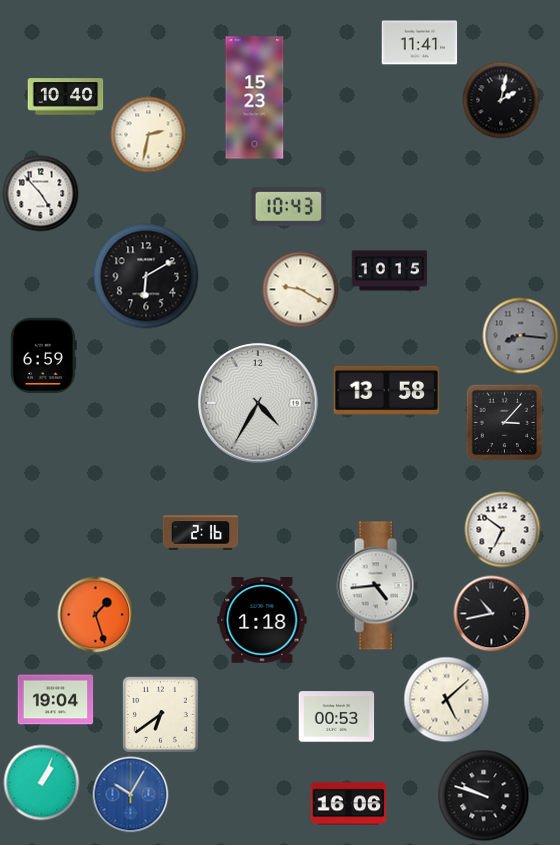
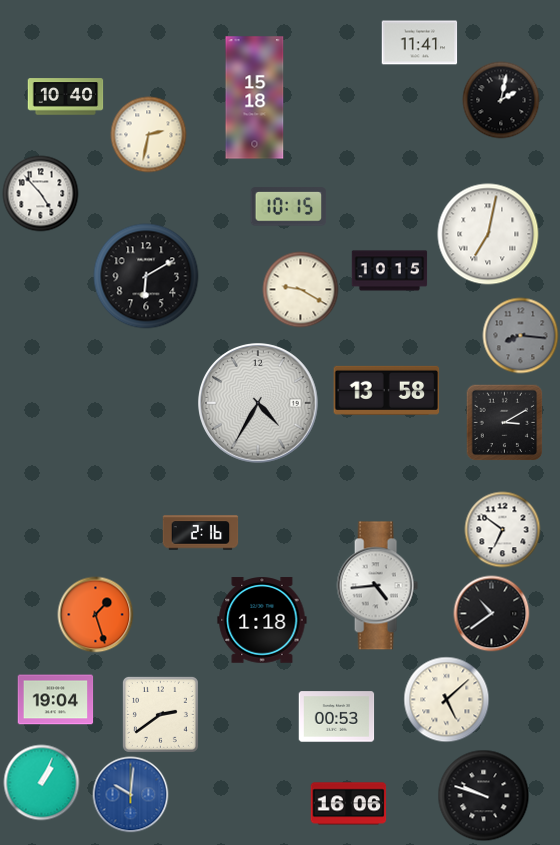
clock at (255, 98): 15:23 -> 15:18
clock at (289, 207): 10:43 -> 10:15
clock at (488, 234): none -> 7:02
clock at (43, 356): 6:59 -> none
clock at (504, 422): 3:07 -> 3:10
clock at (492, 614): 10:43 -> 10:39
clock at (160, 714): 6:39 -> 2:39
clock at (131, 795): 10:05 -> 10:01
